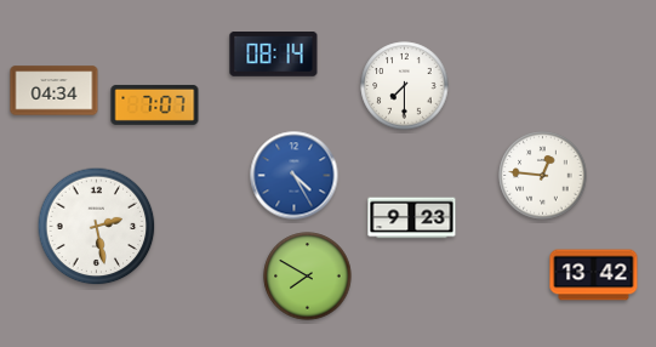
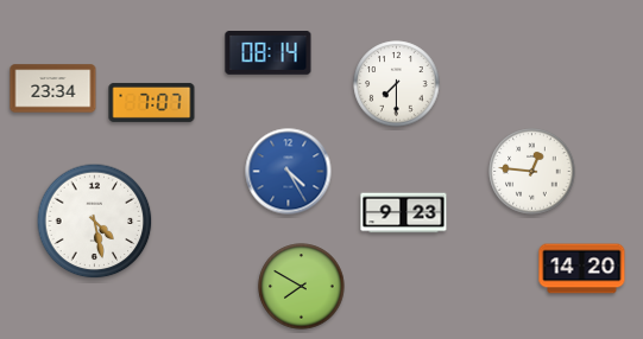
clock at (55, 91): 04:34 -> 23:34
clock at (97, 227): 2:28 -> 4:28
clock at (594, 275): 13:42 -> 14:20
clock at (308, 277) position: (308, 277) -> (302, 287)
